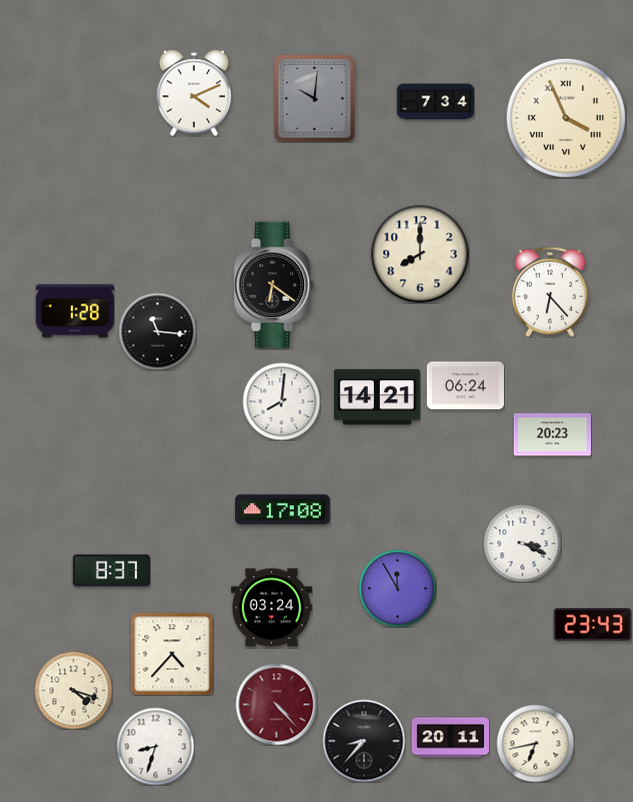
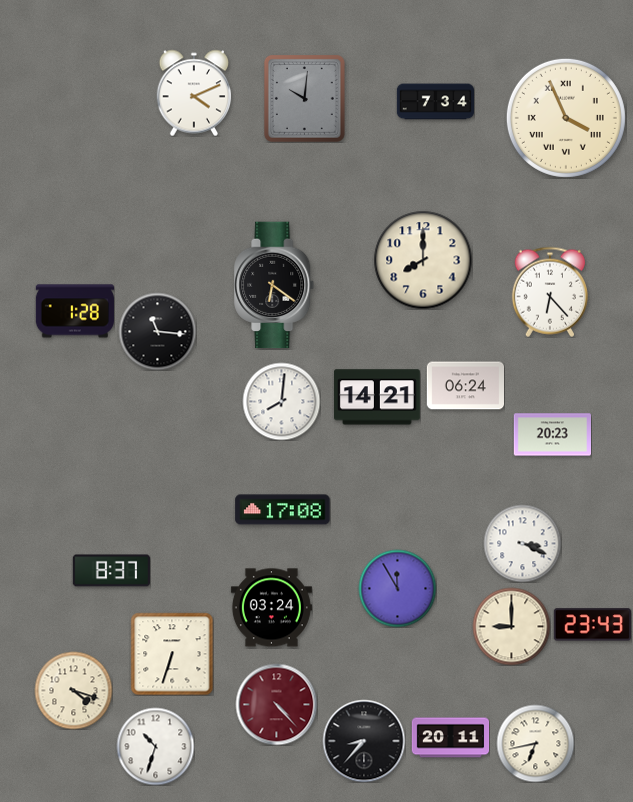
clock at (314, 98) position: (314, 98) -> (304, 98)
clock at (420, 254) position: (420, 254) -> (423, 260)
clock at (511, 626): none -> 9:00
clock at (172, 654): 4:37 -> 6:33
clock at (155, 746): 8:33 -> 10:33
